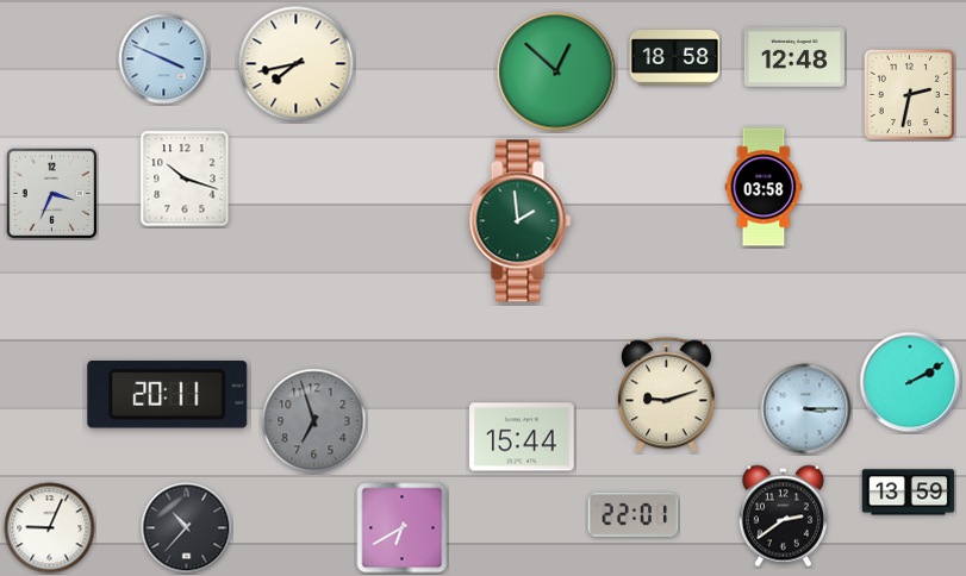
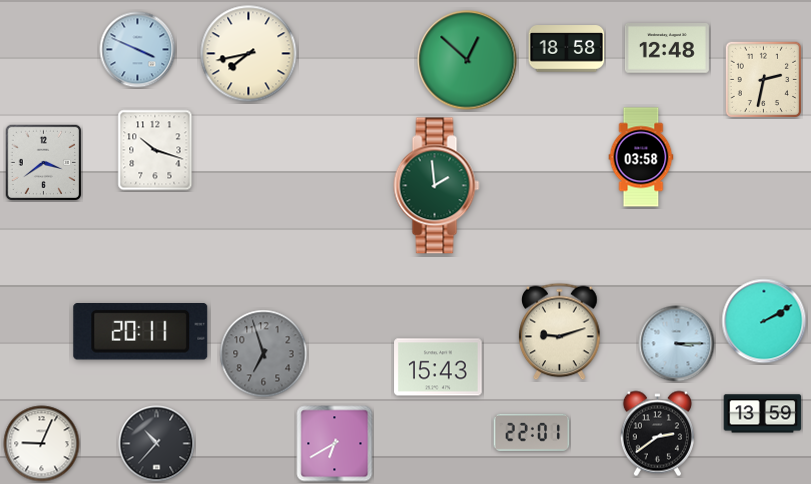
clock at (51, 193): 3:34 -> 3:39
clock at (522, 437): 15:44 -> 15:43
clock at (403, 528) position: (403, 528) -> (335, 444)
